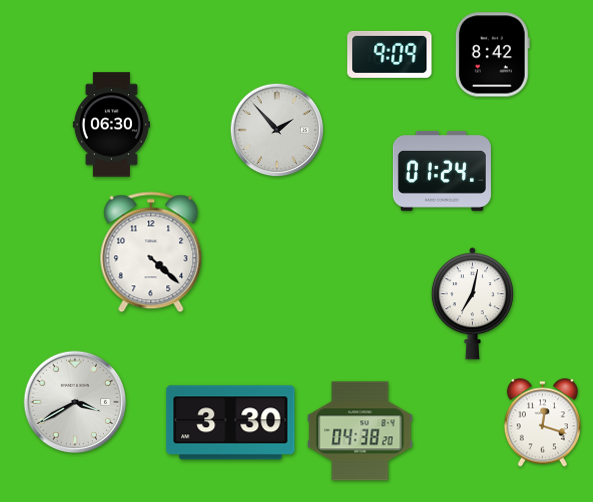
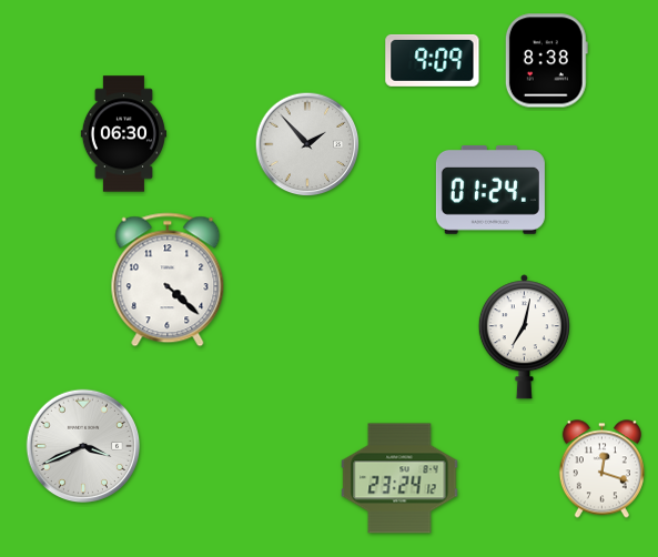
clock at (492, 55): 8:42 -> 8:38
clock at (111, 125) position: (111, 125) -> (123, 134)
clock at (75, 402): 3:40 -> 3:41
clock at (231, 423): 3:30 -> none
clock at (360, 431): 04:38 -> 23:24
